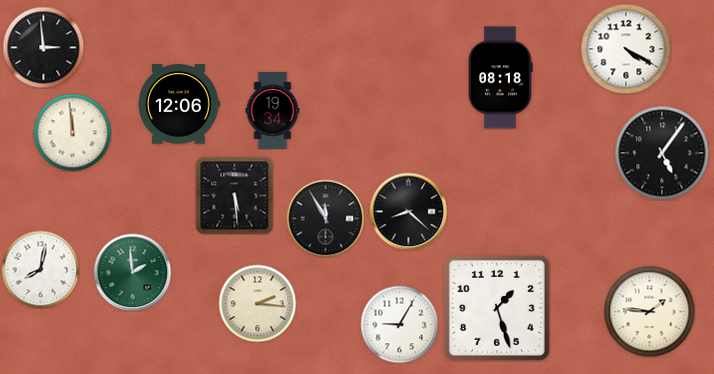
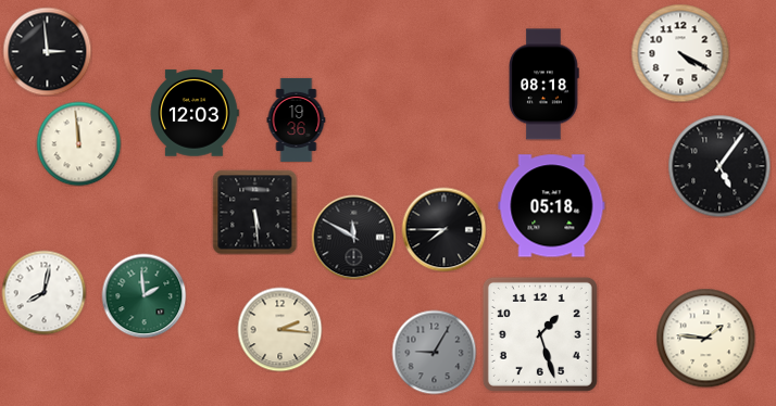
clock at (179, 104): 12:06 -> 12:03
clock at (273, 110): 19:34 -> 19:36
clock at (552, 206): none -> 05:18
clock at (408, 211): 8:22 -> 7:45
clock at (325, 218): 11:55 -> 11:50
clock at (399, 324) dial: white -> grey
